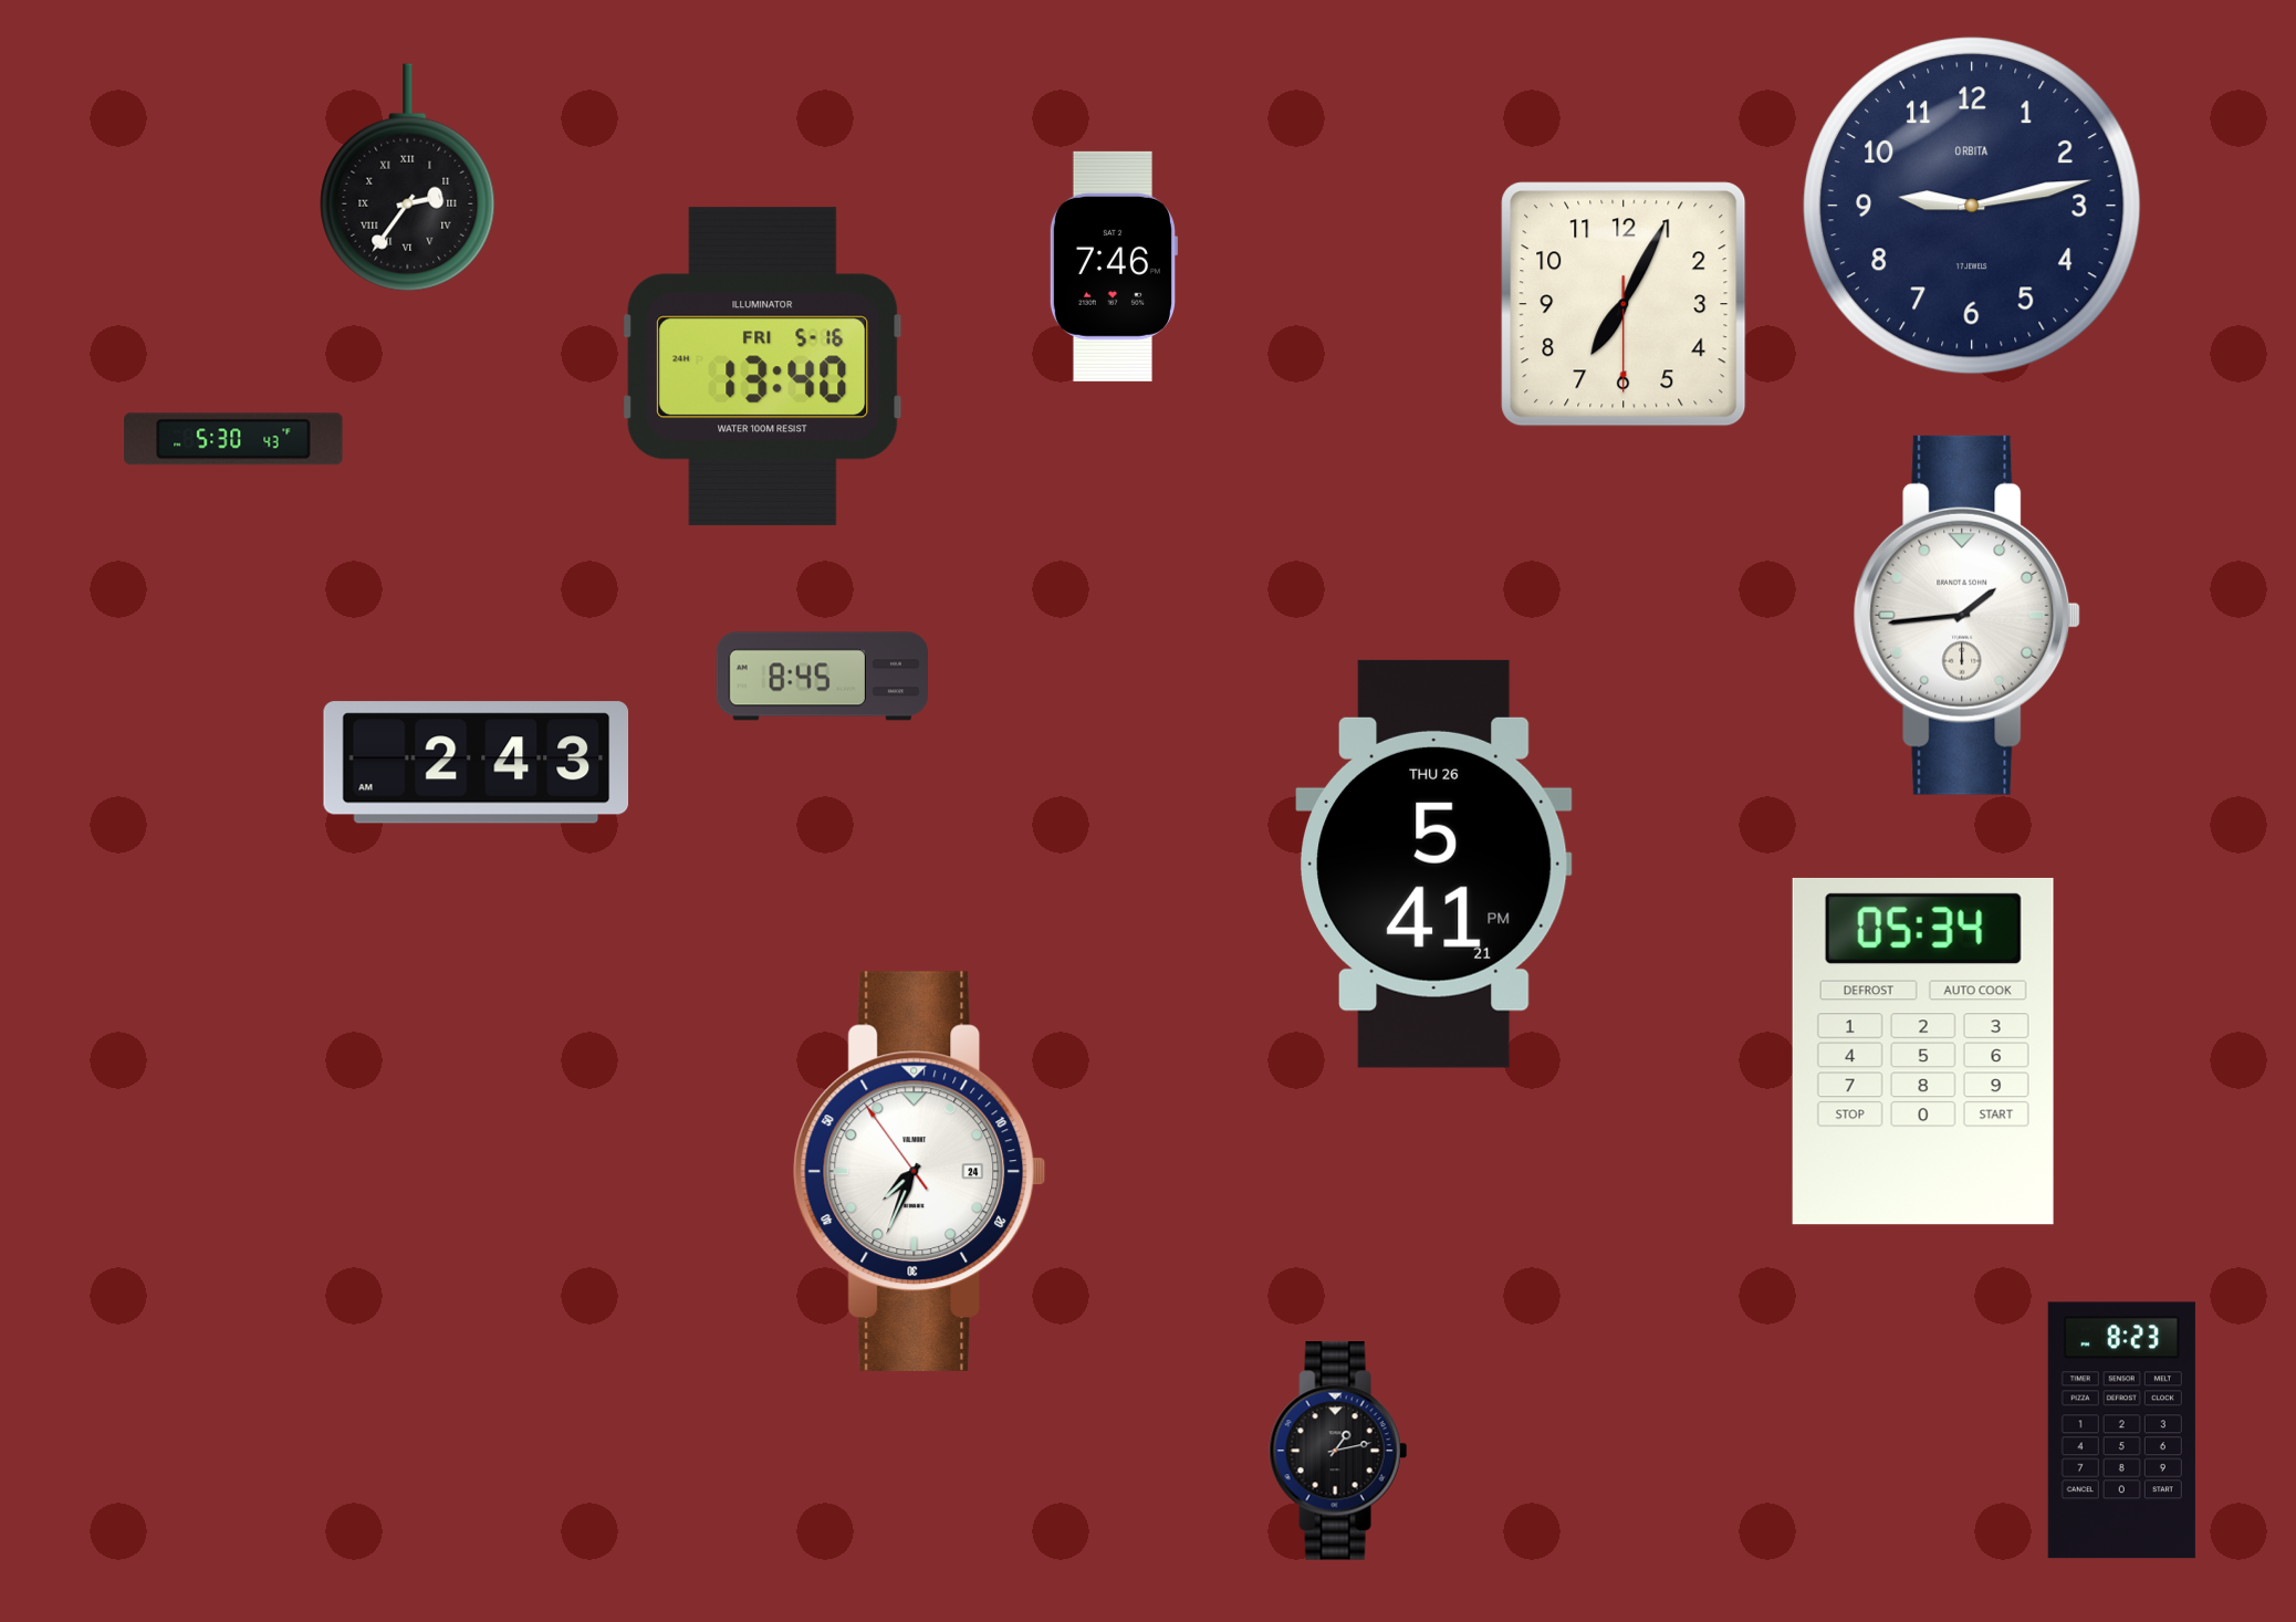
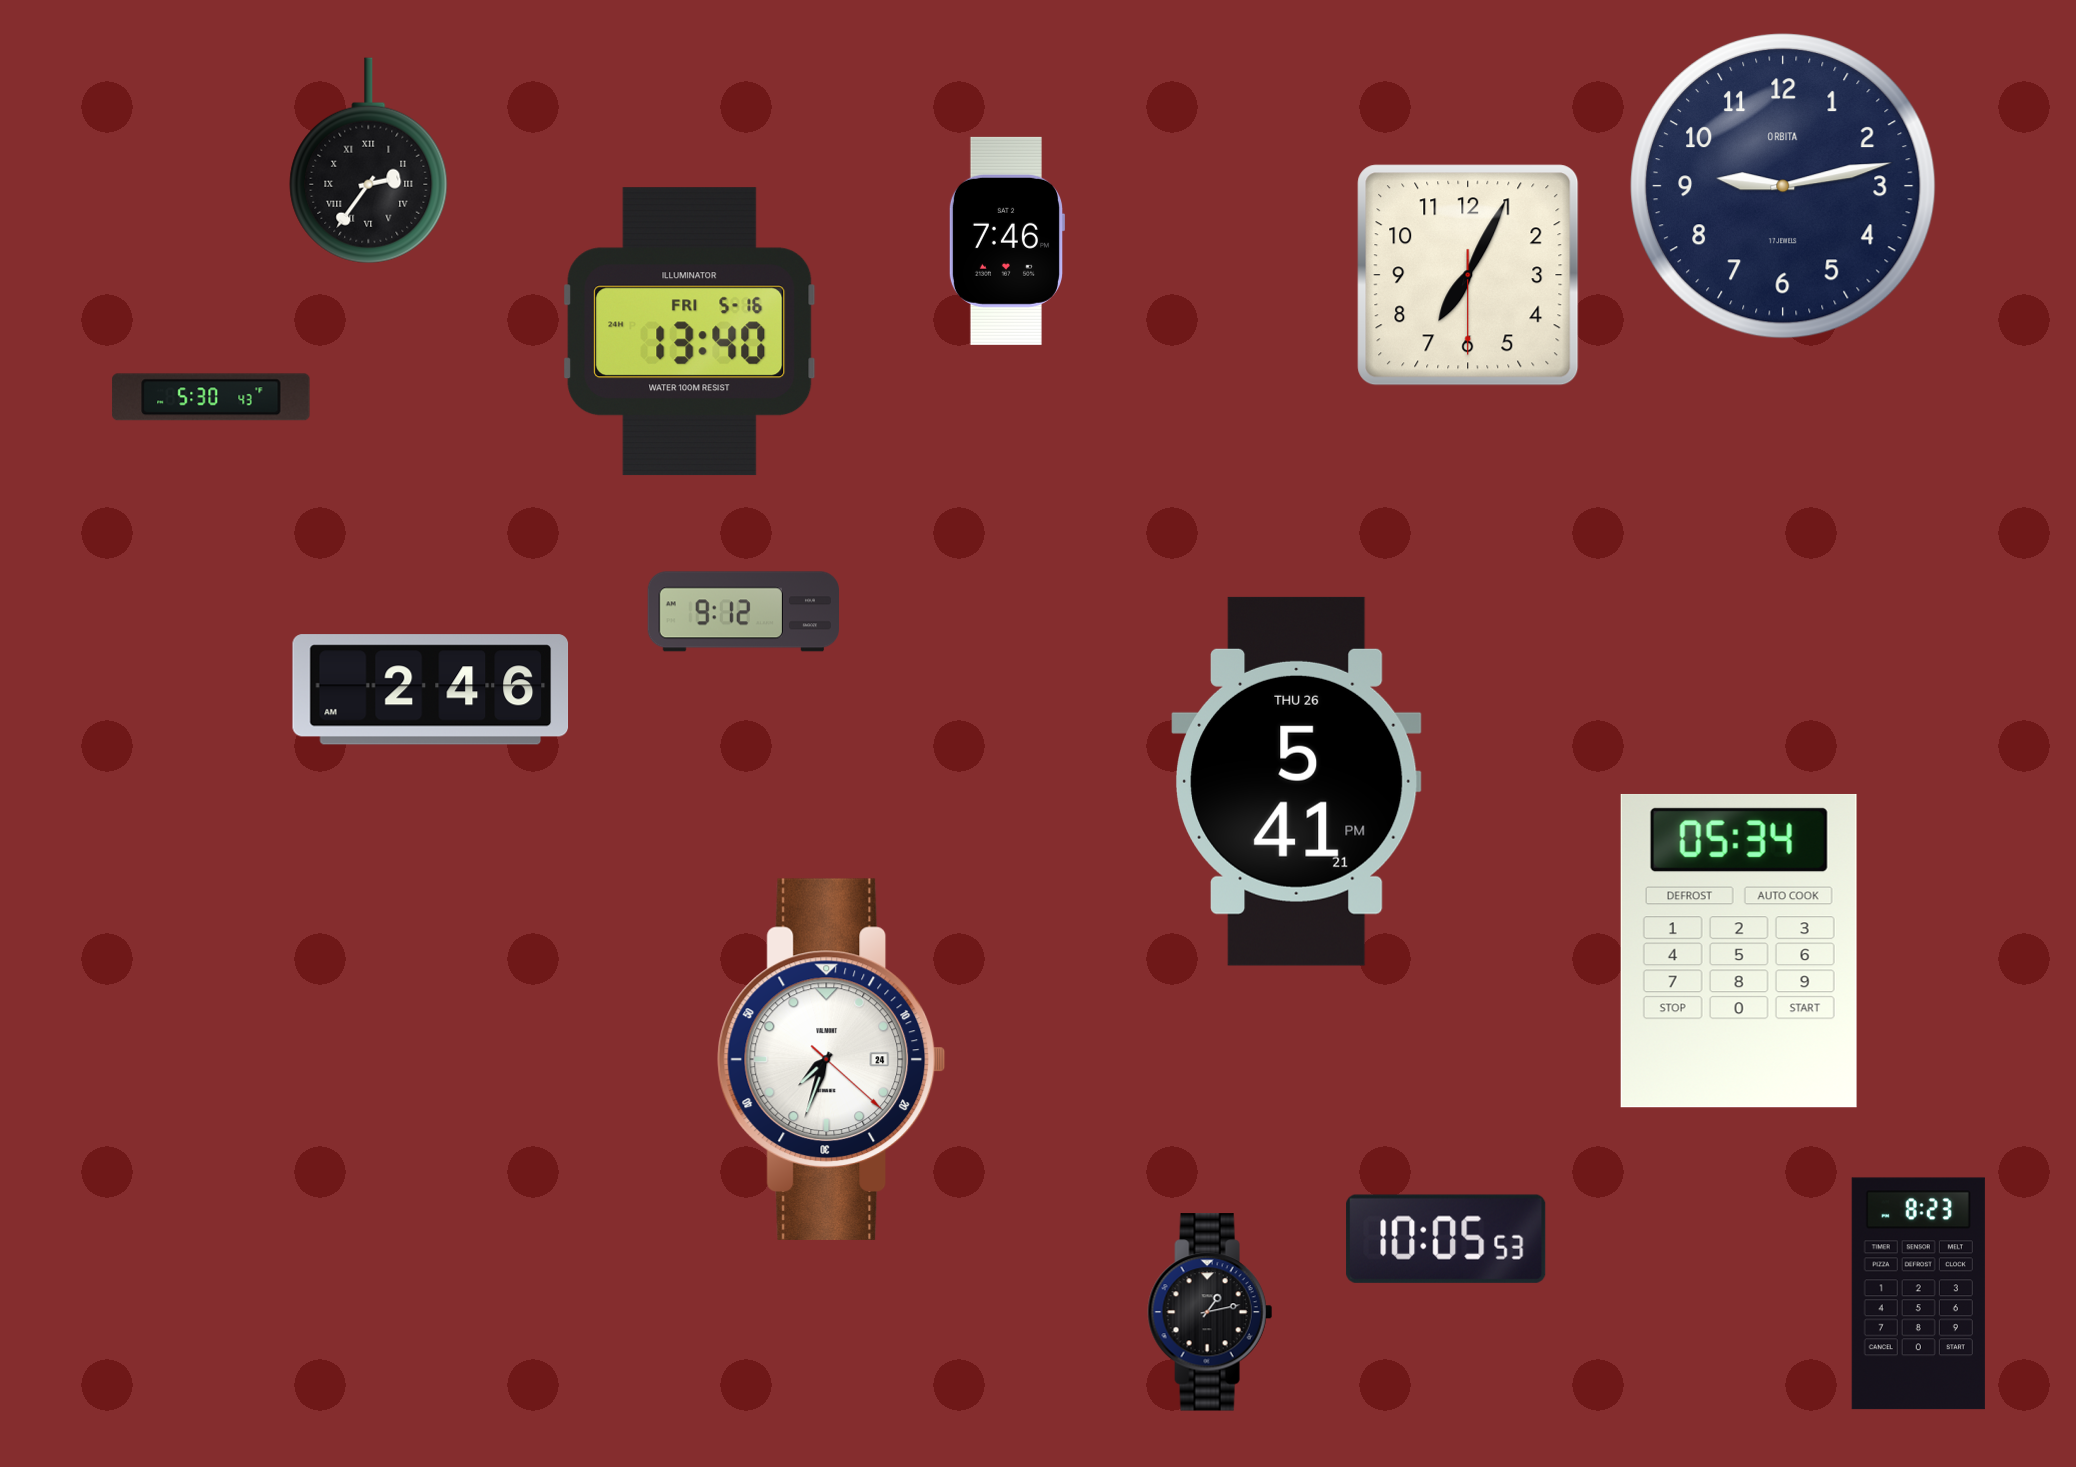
clock at (1968, 615): 1:44 -> none
clock at (822, 677): 8:45 -> 9:12
clock at (477, 763): 2:43 -> 2:46
clock at (920, 1171): 7:33:54 -> 7:33:22
clock at (1446, 1239): none -> 10:05
